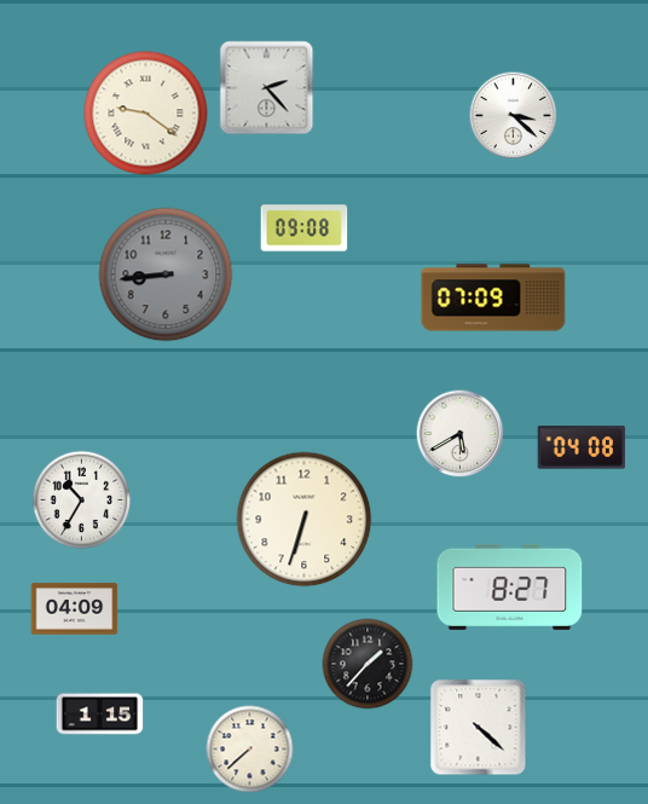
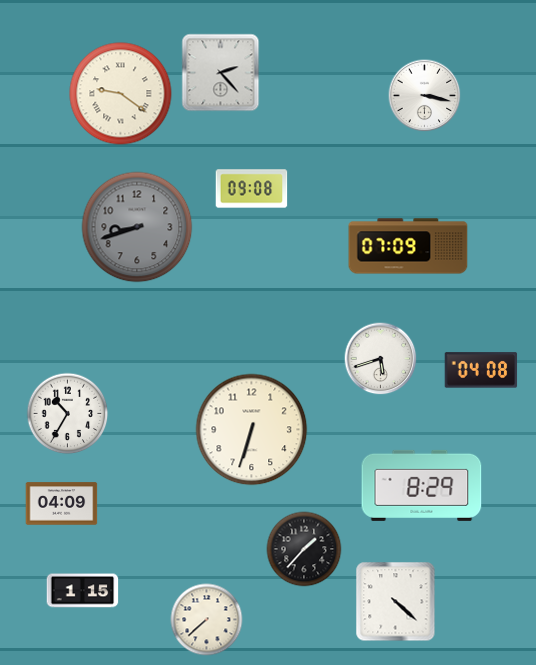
clock at (514, 116): 3:22 -> 3:17
clock at (166, 274): 8:44 -> 8:42
clock at (461, 434): 5:40 -> 5:42
clock at (510, 586): 8:27 -> 8:29
